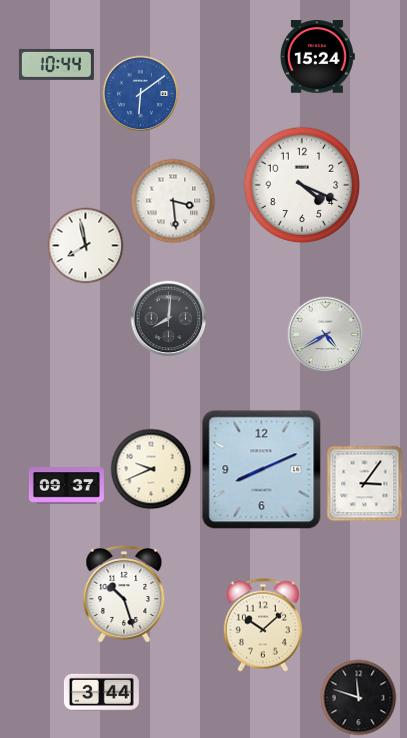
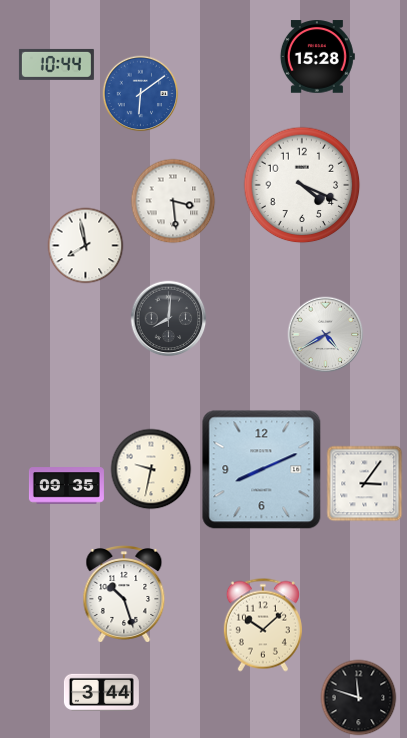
clock at (317, 57): 15:24 -> 15:28
clock at (151, 469): 9:41 -> 9:32
clock at (66, 486): 09:37 -> 09:35
